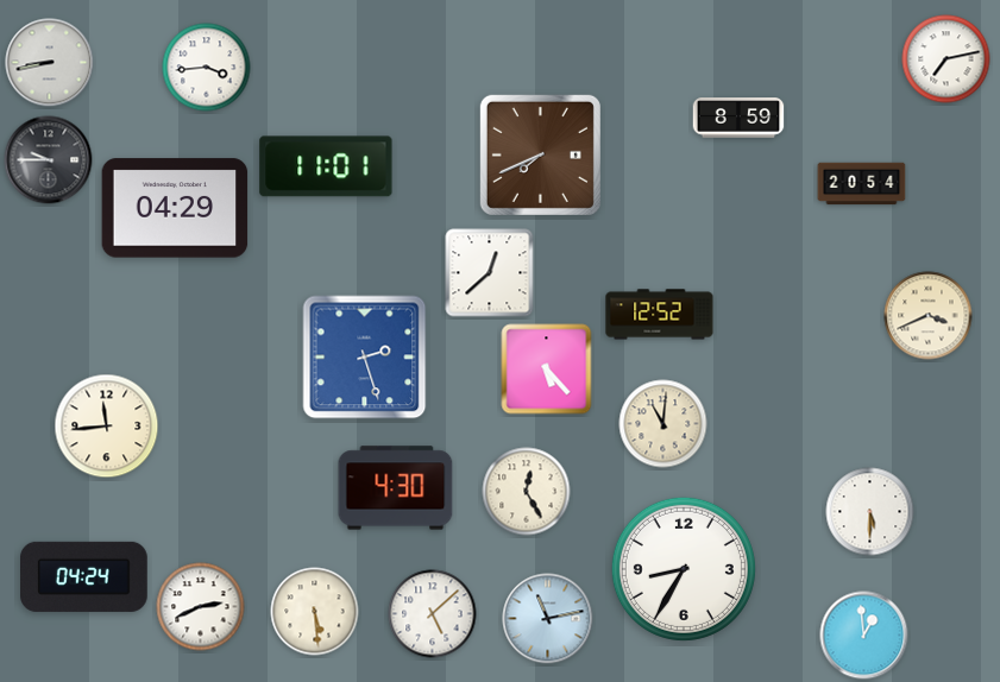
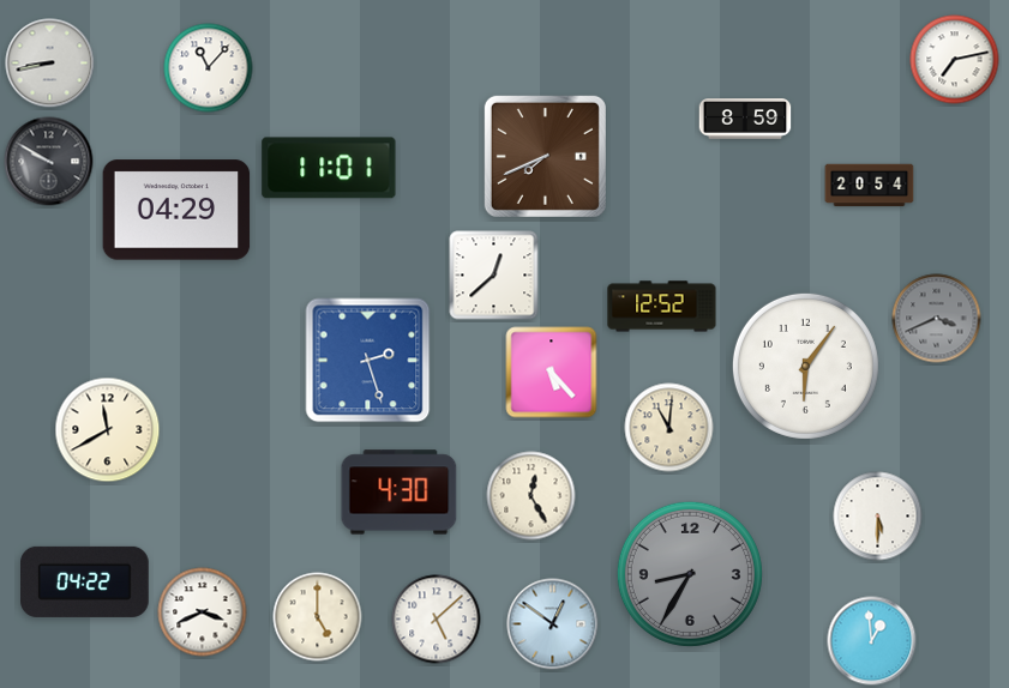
clock at (207, 68): 3:44 -> 11:07
clock at (49, 160): 9:45 -> 9:50
clock at (660, 315) position: (660, 315) -> (662, 307)
clock at (929, 316) dial: cream -> grey
clock at (805, 366): none -> 6:06
clock at (107, 427): 11:44 -> 11:40
clock at (684, 569) dial: white -> grey
clock at (84, 576): 04:24 -> 04:22
clock at (201, 607): 2:41 -> 3:41
clock at (315, 612): 5:29 -> 5:00
clock at (548, 619): 11:13 -> 12:51
